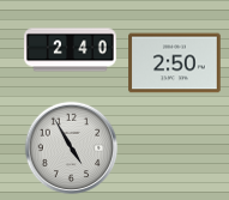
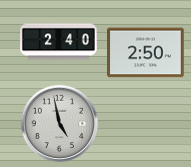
clock at (71, 147): 4:55 -> 4:58
